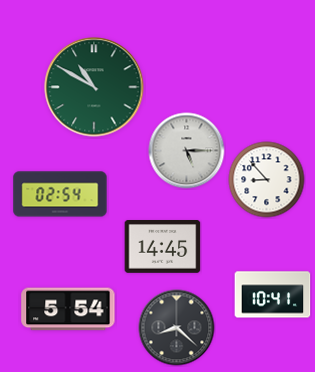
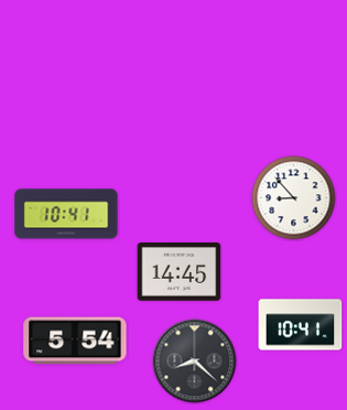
clock at (94, 87): 10:50 -> none
clock at (187, 151): 5:15 -> none
clock at (60, 194): 02:54 -> 10:41
